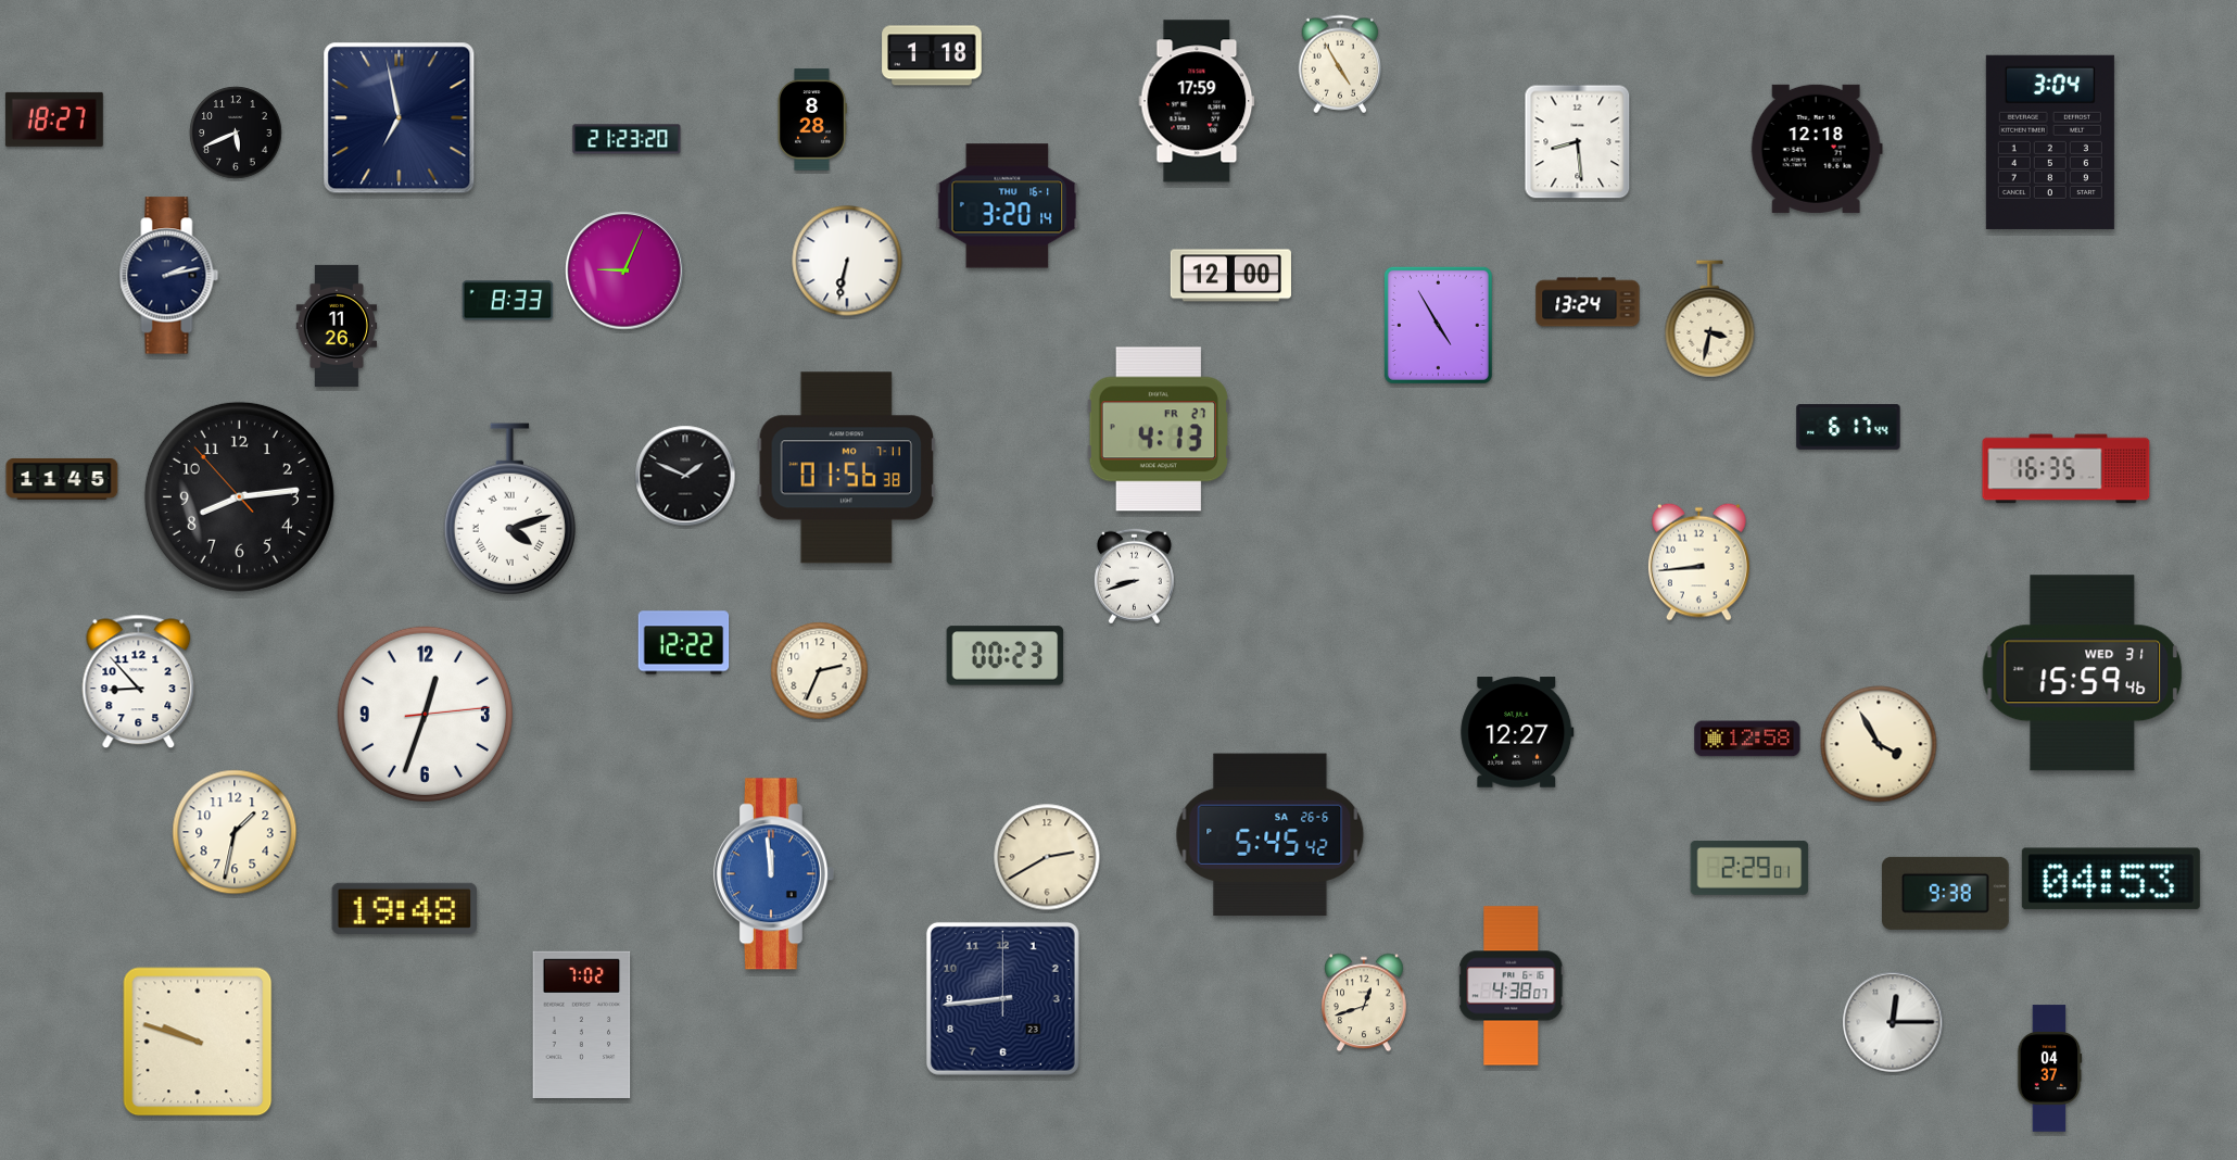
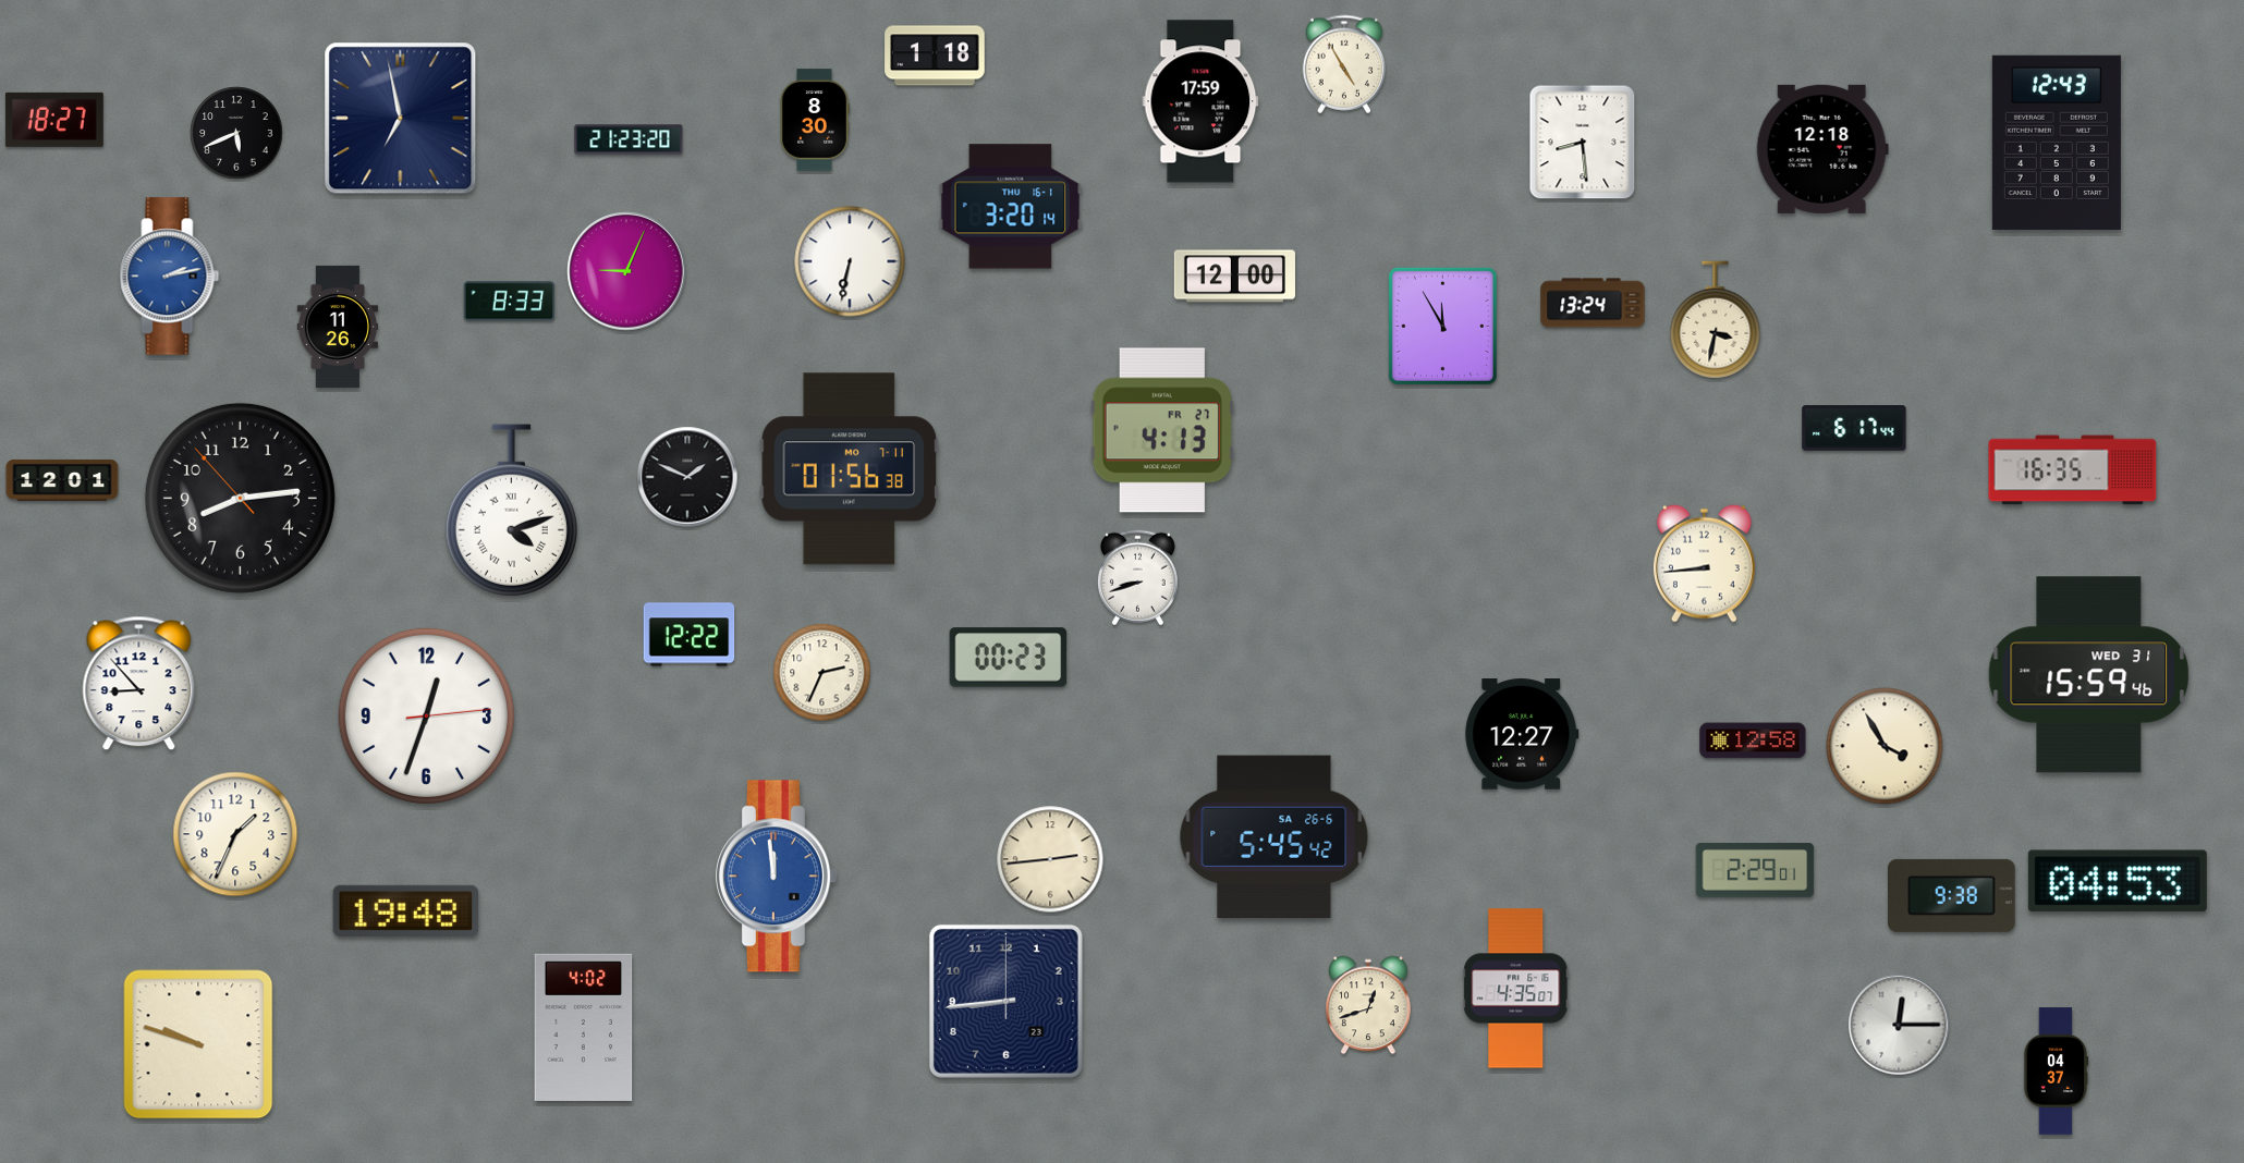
clock at (812, 119): 8:28 -> 8:30
clock at (2050, 142): 3:04 -> 12:43
clock at (169, 276) dial: navy -> blue
clock at (1438, 325): 4:55 -> 11:55
clock at (62, 479): 11:45 -> 12:01
clock at (684, 643) position: (684, 643) -> (690, 635)
clock at (235, 832): 1:32 -> 1:34
clock at (1047, 857): 2:40 -> 2:44
clock at (1512, 986): 4:38 -> 4:35
clock at (582, 1024): 7:02 -> 4:02
